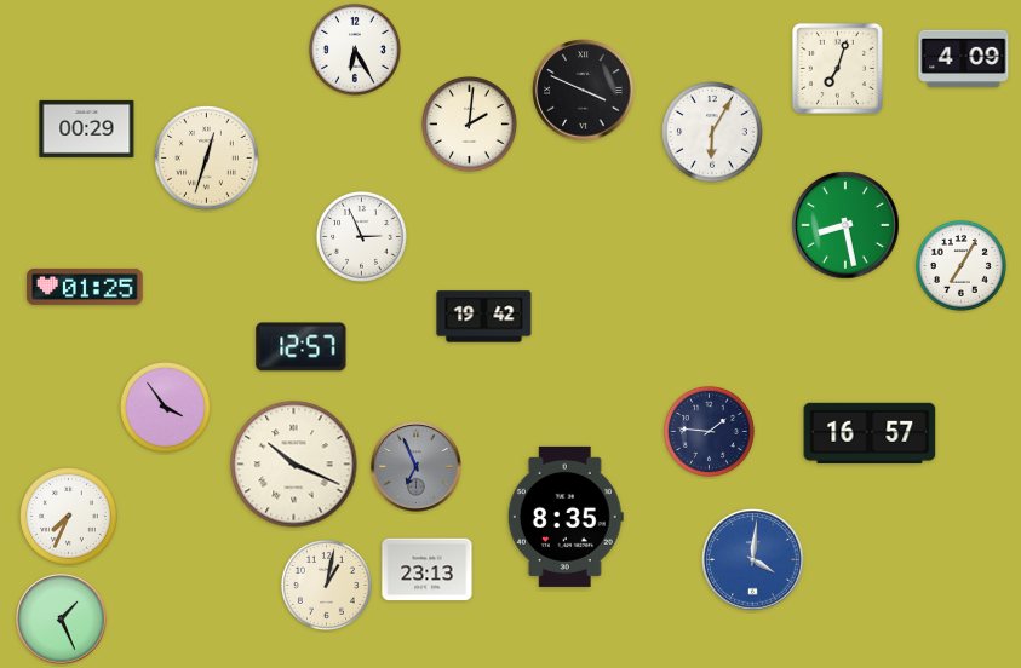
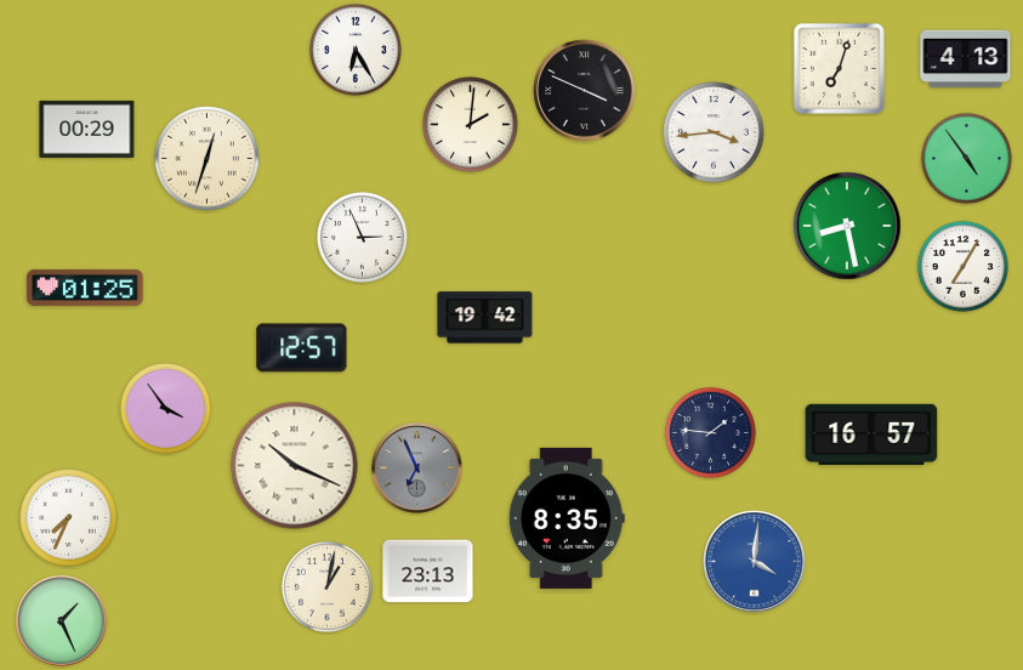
clock at (964, 59): 4:09 -> 4:13
clock at (712, 132): 6:05 -> 3:44
clock at (966, 158): none -> 4:54
